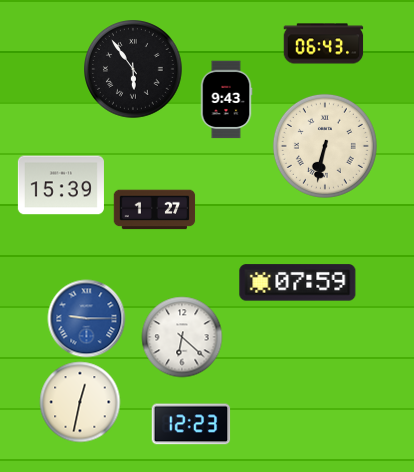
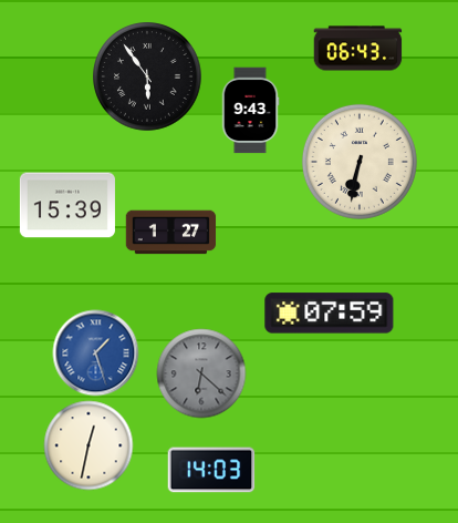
clock at (86, 318): 9:15 -> 1:27
clock at (182, 337) dial: white -> grey
clock at (191, 424): 12:23 -> 14:03
